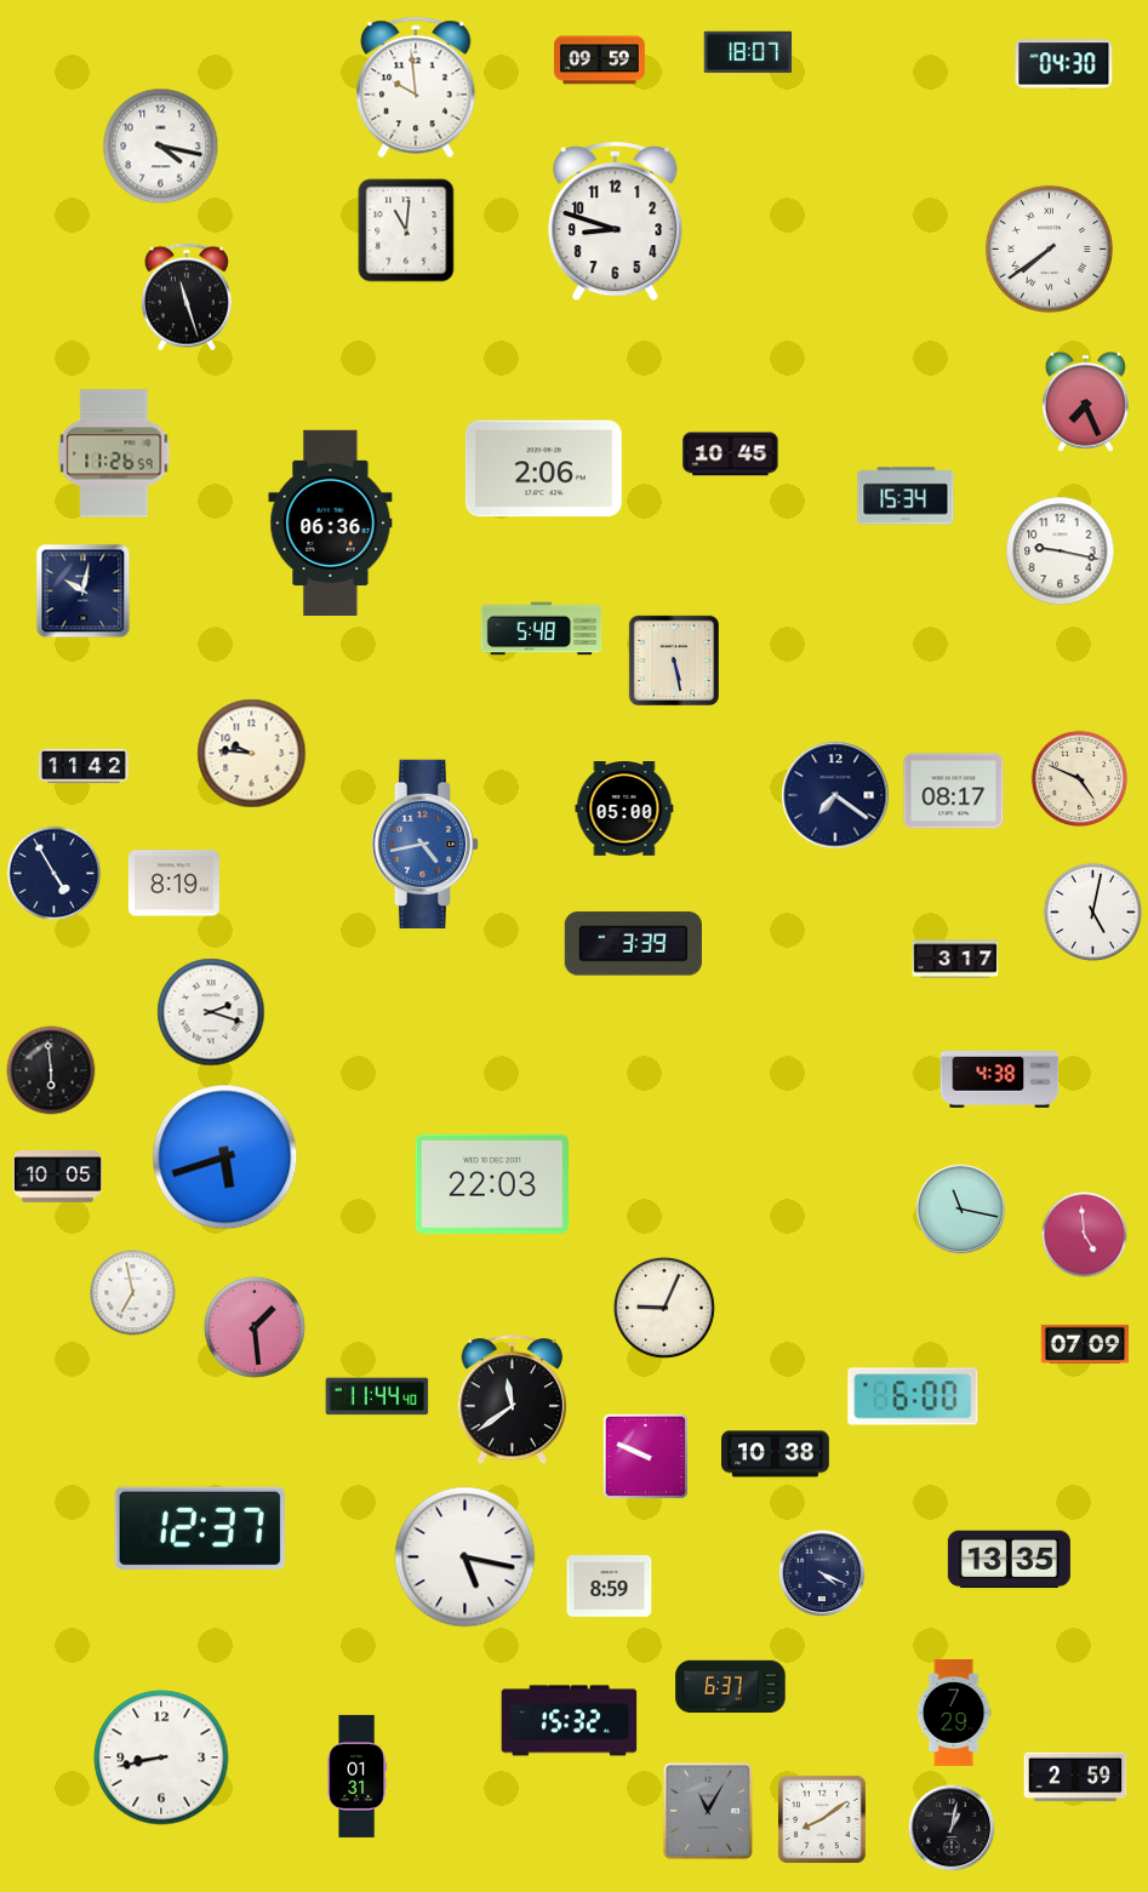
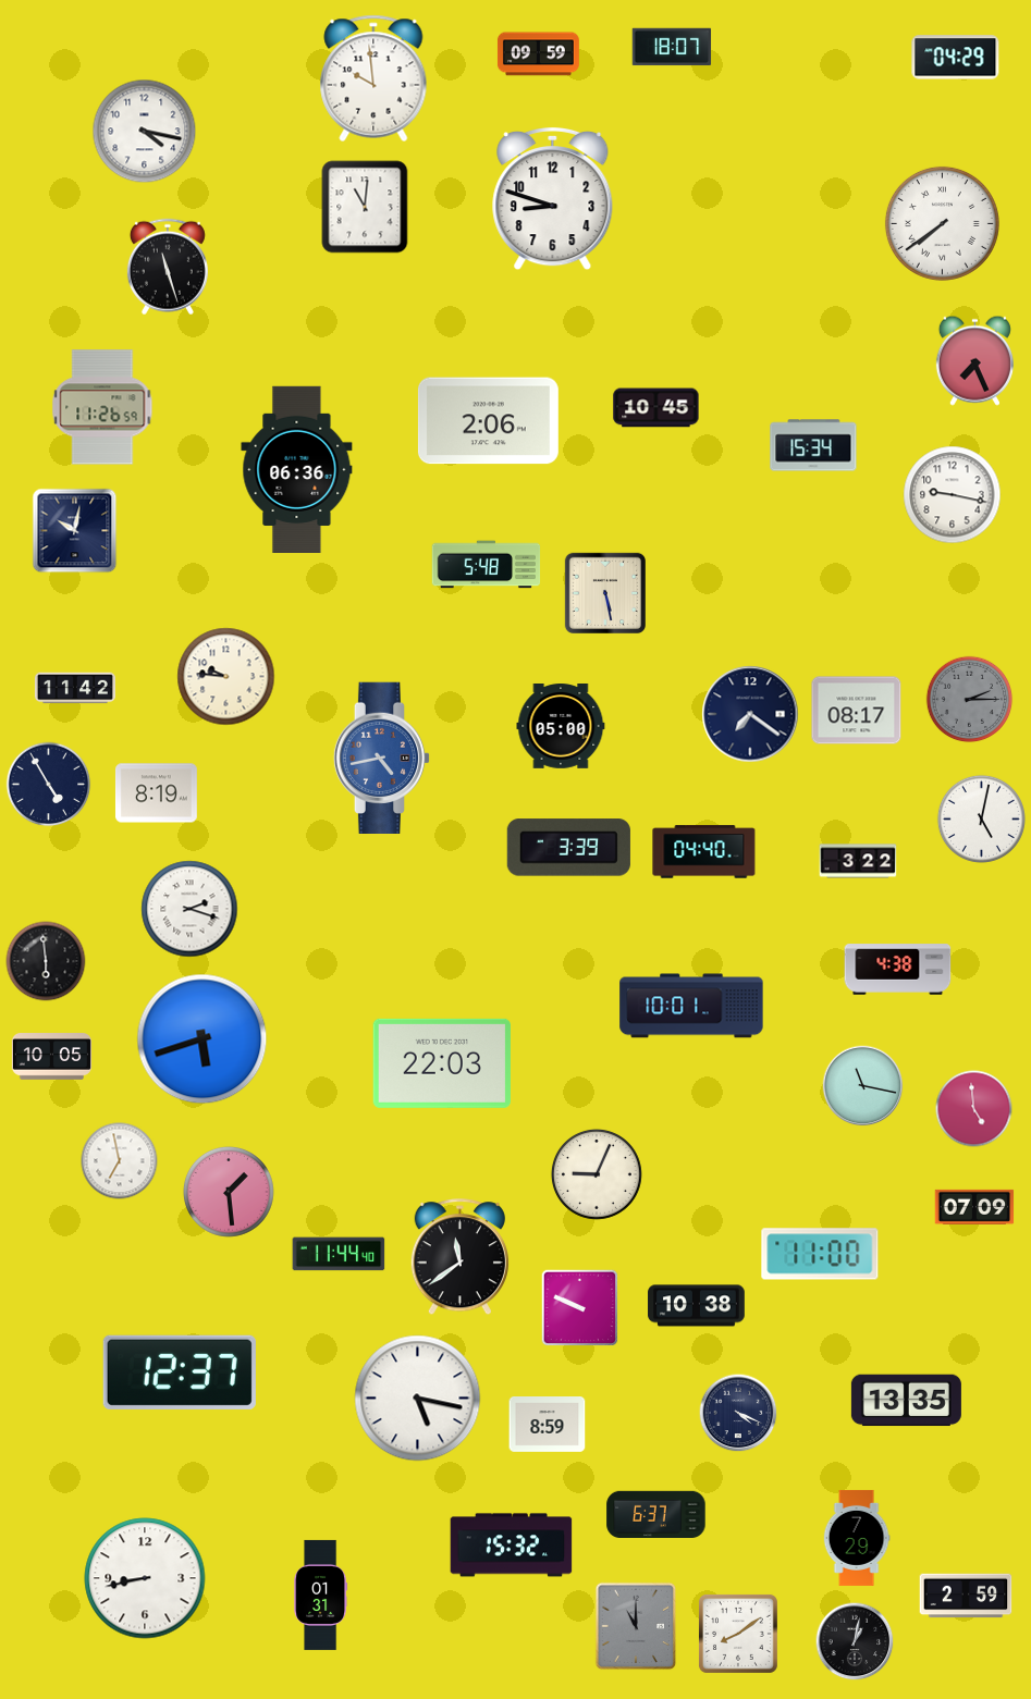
clock at (1064, 64): 04:30 -> 04:29
clock at (1080, 779): 4:49 -> 2:15
clock at (1080, 779) dial: cream -> grey
clock at (704, 852): none -> 04:40
clock at (955, 959): 3:17 -> 3:22
clock at (691, 1006): none -> 10:01
clock at (913, 1396): 6:00 -> 11:00
clock at (708, 1811): 11:05 -> 11:00
